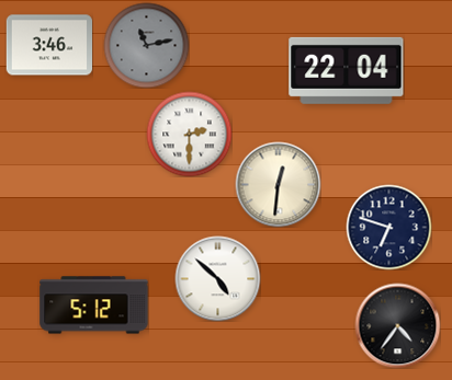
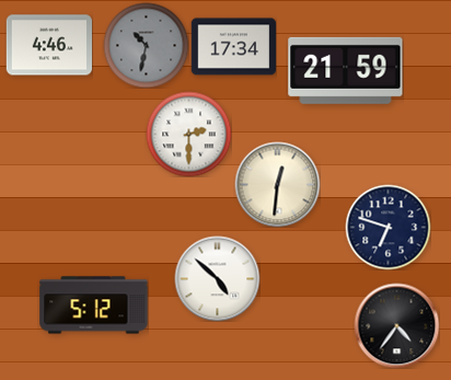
clock at (48, 45): 3:46 -> 4:46
clock at (146, 45): 11:13 -> 10:32
clock at (233, 47): none -> 17:34
clock at (347, 70): 22:04 -> 21:59
